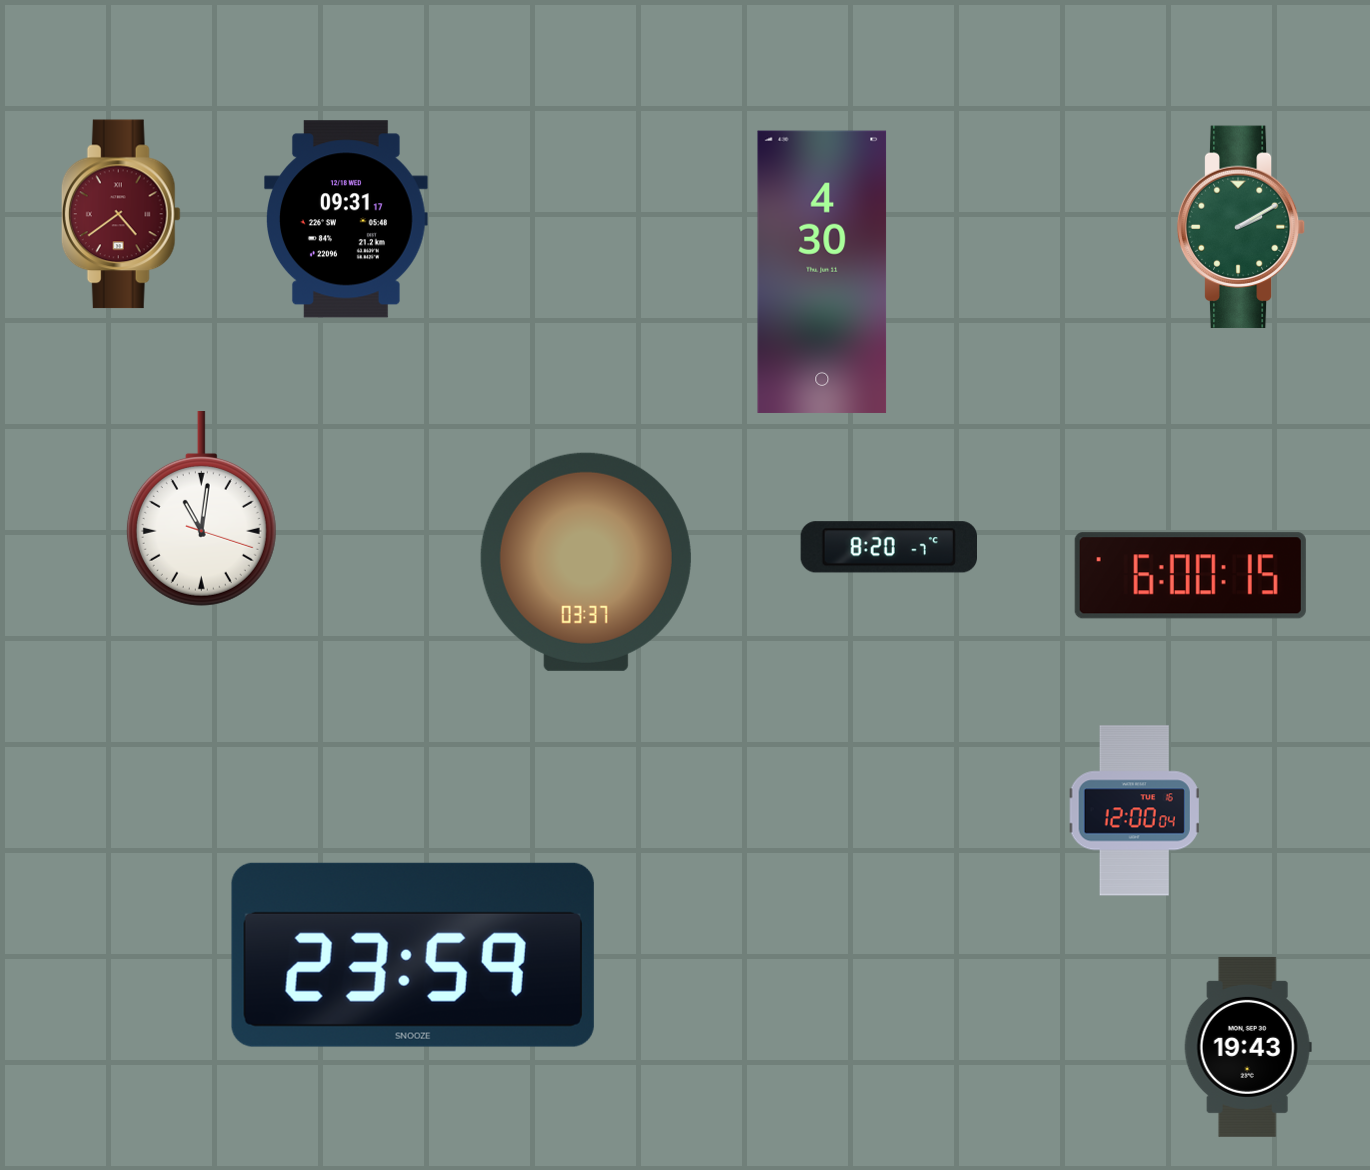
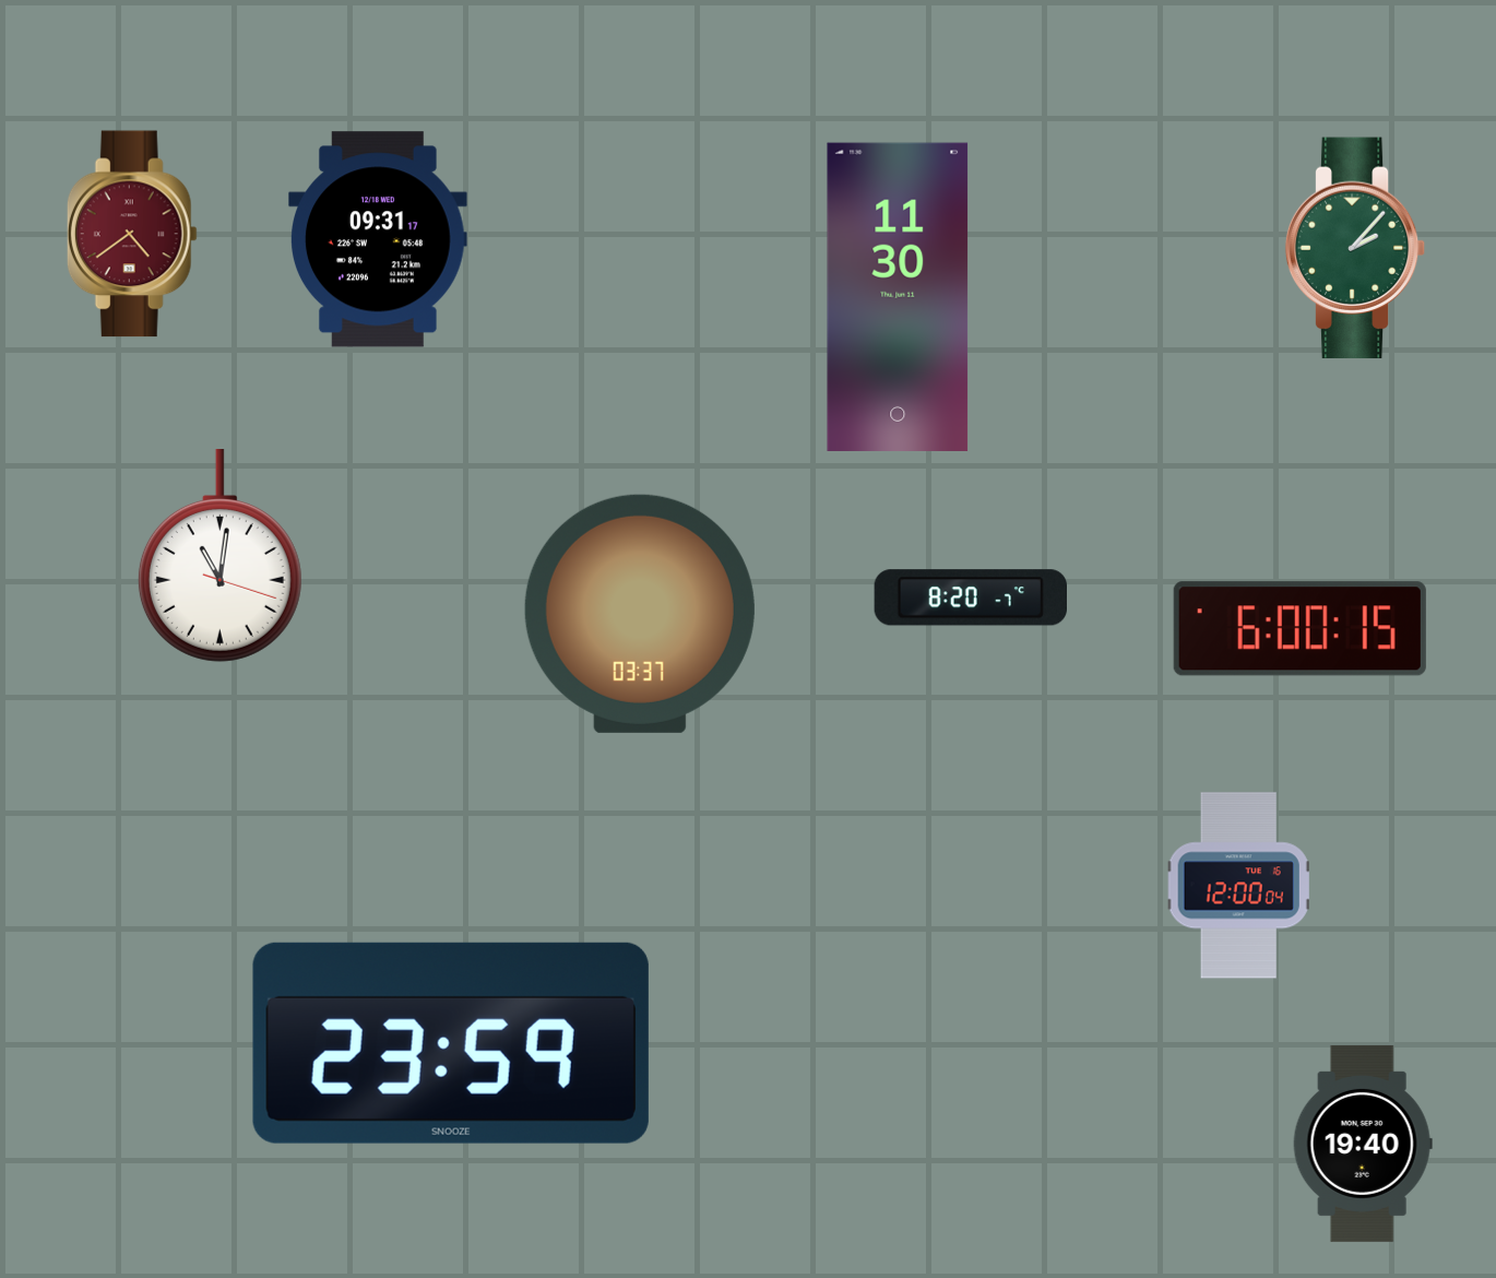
clock at (1241, 227): 2:10 -> 2:07
clock at (822, 272): 4:30 -> 11:30
clock at (1248, 1047): 19:43 -> 19:40
